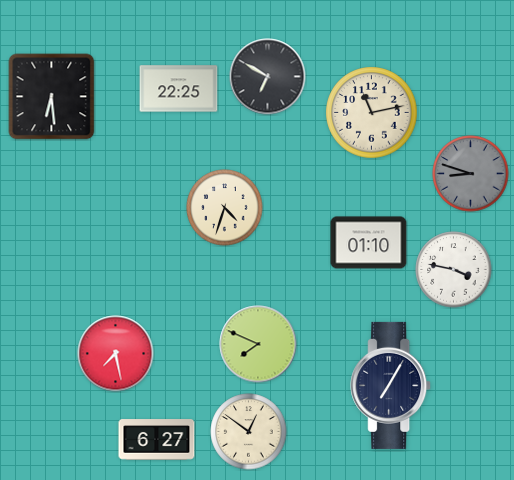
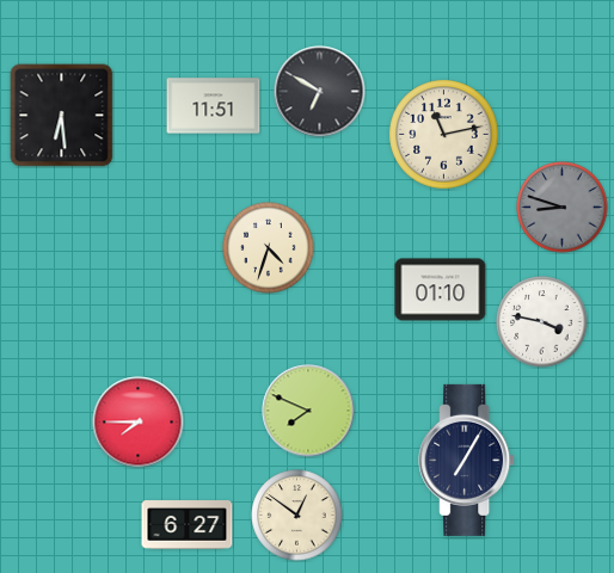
clock at (179, 89): 22:25 -> 11:51
clock at (116, 354): 7:28 -> 7:45
